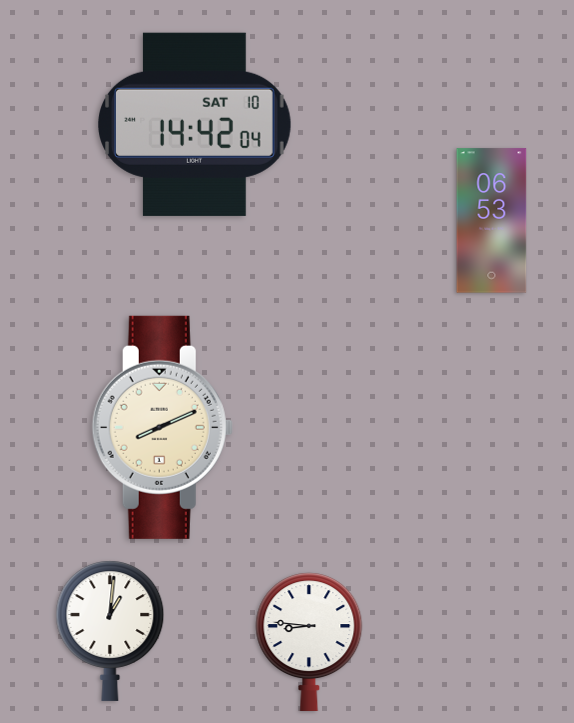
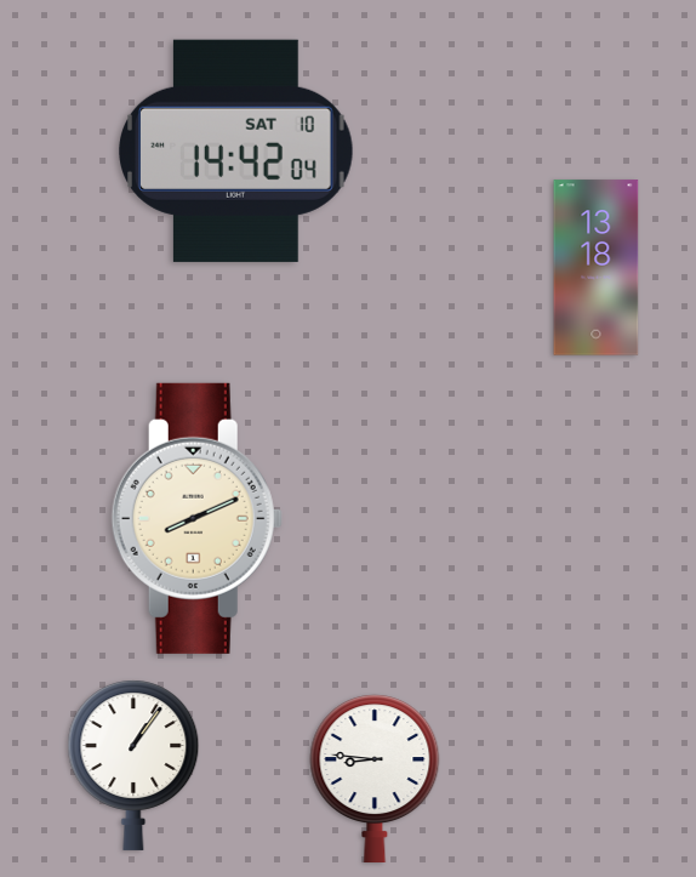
clock at (492, 221): 06:53 -> 13:18
clock at (110, 631): 1:01 -> 1:06
